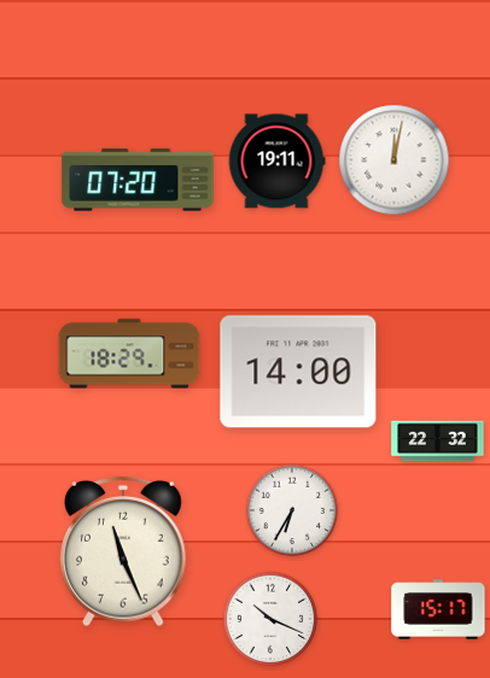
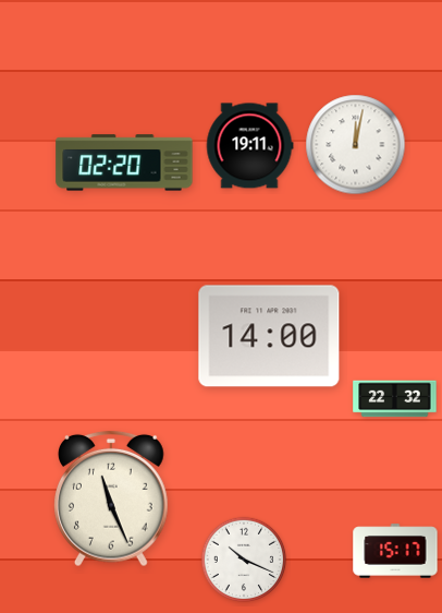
clock at (138, 180): 07:20 -> 02:20
clock at (129, 353): 18:29 -> none
clock at (292, 510): 6:35 -> none
